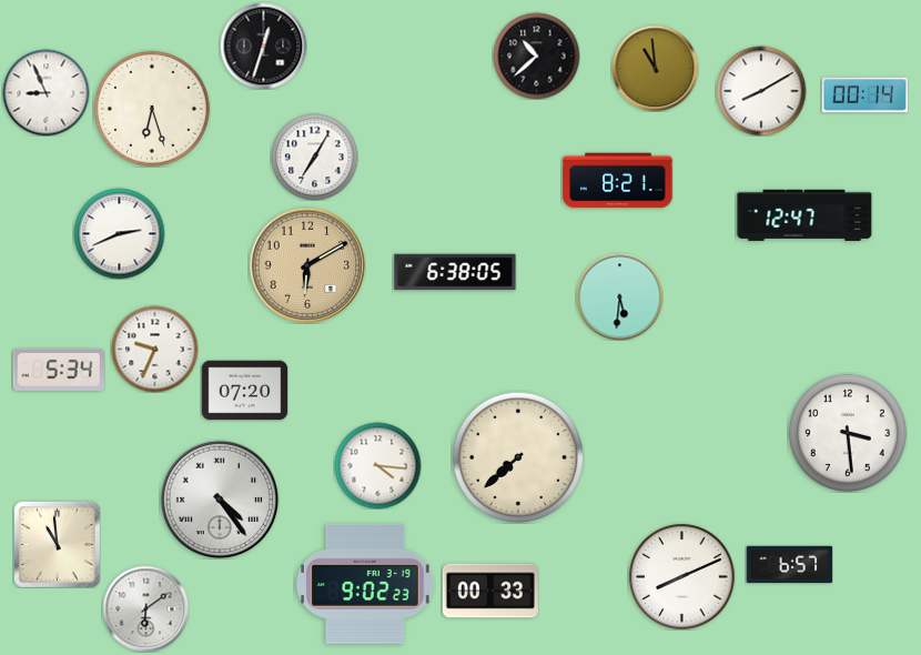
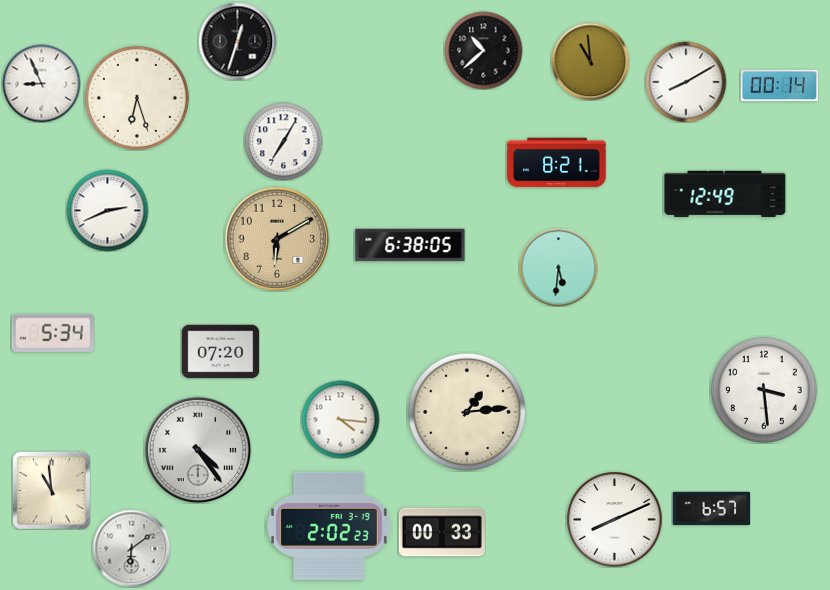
clock at (804, 215): 12:47 -> 12:49
clock at (154, 349): 9:34 -> none
clock at (517, 456): 7:38 -> 1:14
clock at (365, 584): 9:02 -> 2:02
